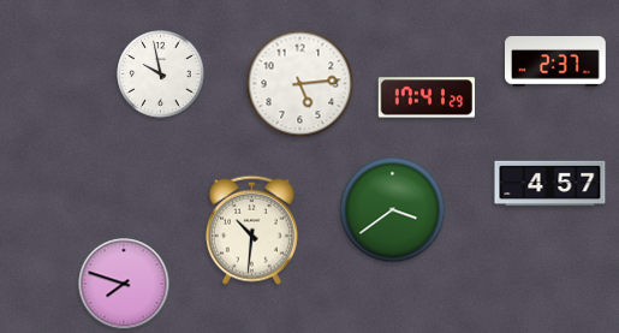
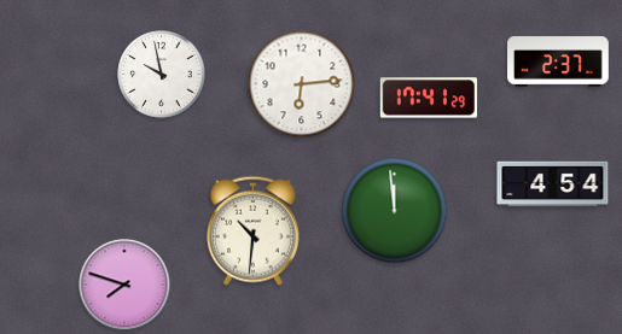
clock at (300, 84): 5:14 -> 6:14
clock at (550, 184): 4:57 -> 4:54
clock at (393, 210): 3:39 -> 11:59
